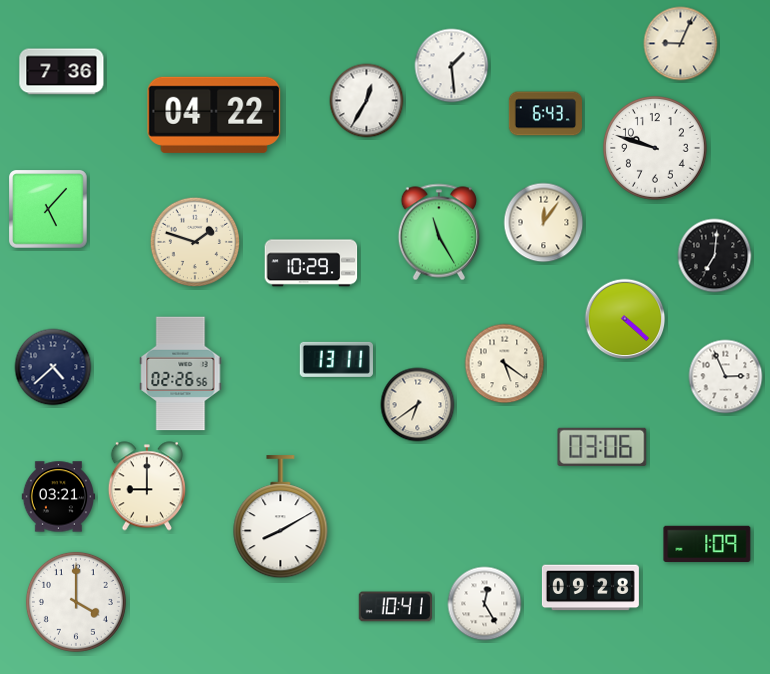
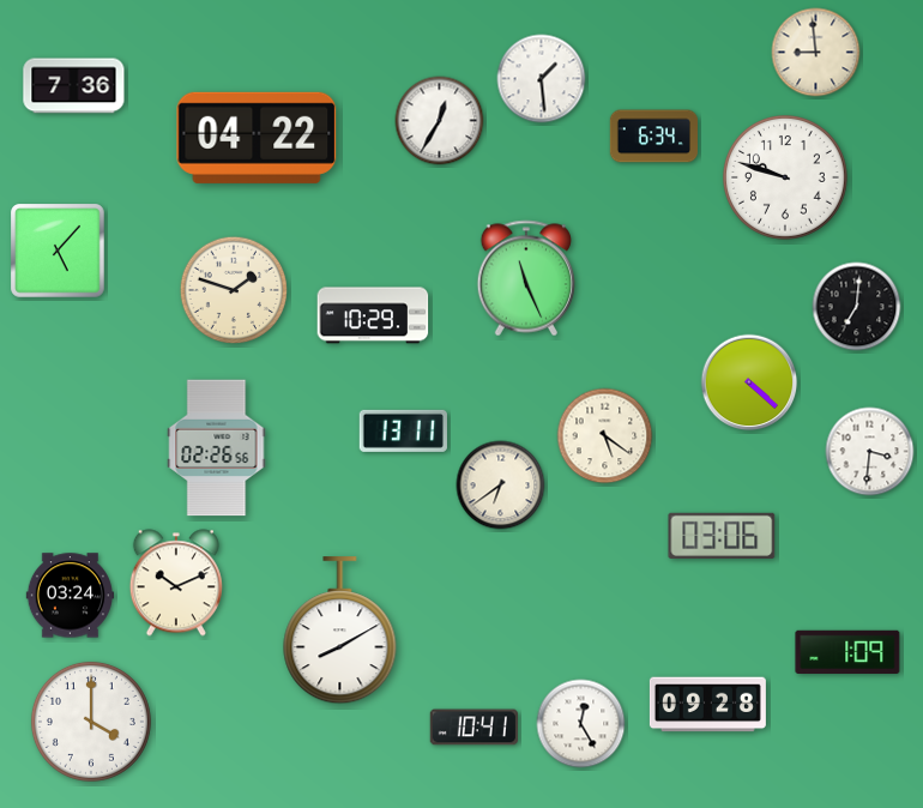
clock at (681, 44): 9:04 -> 8:59
clock at (546, 114): 6:43 -> 6:34
clock at (544, 223): 12:06 -> none
clock at (438, 232): 11:25 -> 11:26
clock at (53, 367): 4:38 -> none
clock at (726, 377): 2:56 -> 3:31
clock at (147, 486): 9:00 -> 10:11
clock at (58, 497): 03:21 -> 03:24
clock at (281, 517) position: (281, 517) -> (340, 631)
